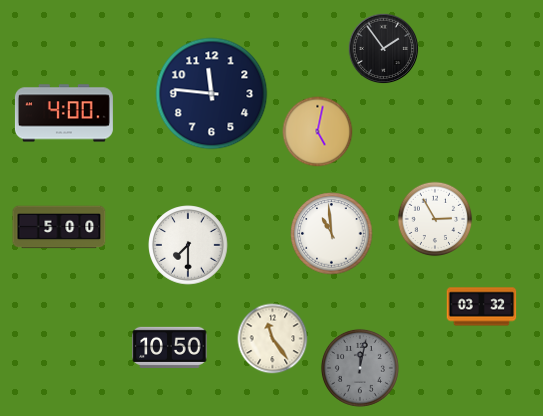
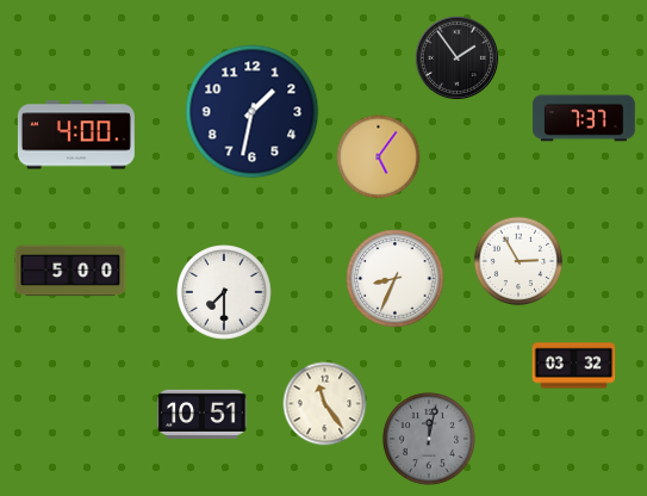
clock at (212, 94): 11:46 -> 1:32
clock at (585, 118): none -> 7:37
clock at (318, 132): 5:02 -> 5:06
clock at (332, 234): 10:59 -> 8:34
clock at (170, 347): 10:50 -> 10:51
